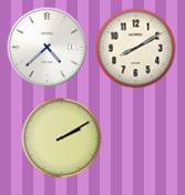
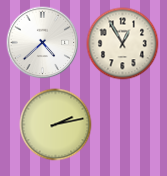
clock at (136, 49): 8:10 -> 12:55
clock at (62, 138): 2:10 -> 2:13
